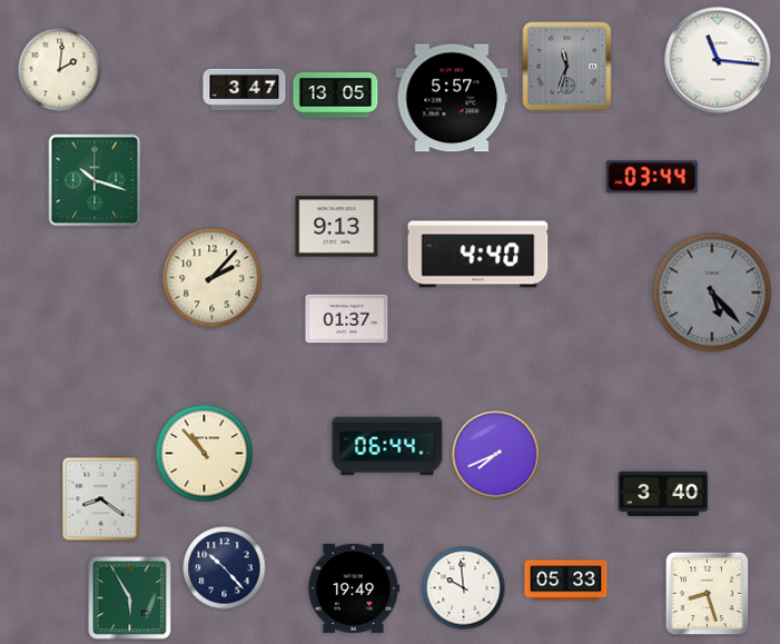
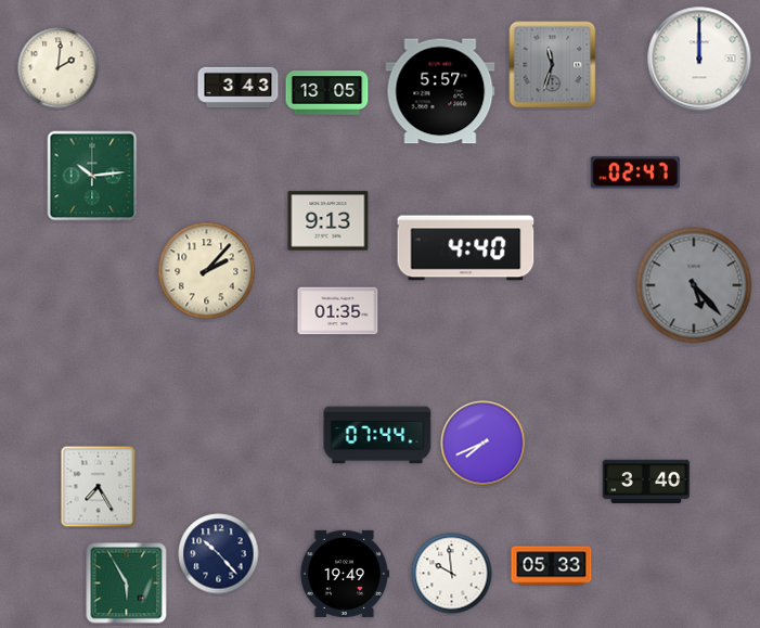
clock at (718, 60): 11:16 -> 12:00
clock at (245, 89): 3:47 -> 3:43
clock at (452, 98) position: (452, 98) -> (440, 91)
clock at (652, 177): 03:44 -> 02:47
clock at (95, 180): 10:18 -> 10:14
clock at (347, 319): 01:37 -> 01:35
clock at (387, 446): 06:44 -> 07:44
clock at (205, 454): 10:53 -> none
clock at (101, 499): 8:21 -> 7:25
clock at (708, 594): 8:27 -> none
